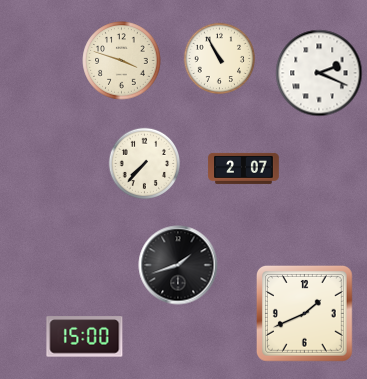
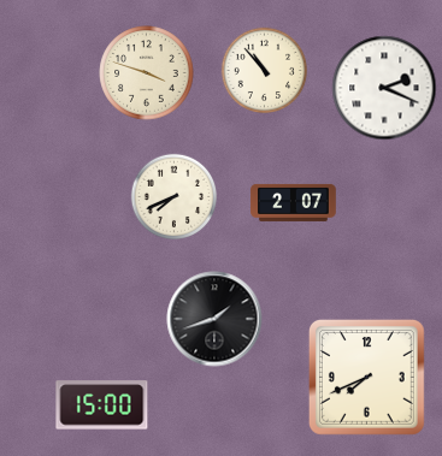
clock at (219, 58): 10:55 -> 10:53
clock at (144, 163): 7:37 -> 7:41
clock at (304, 313): 1:41 -> 7:41
